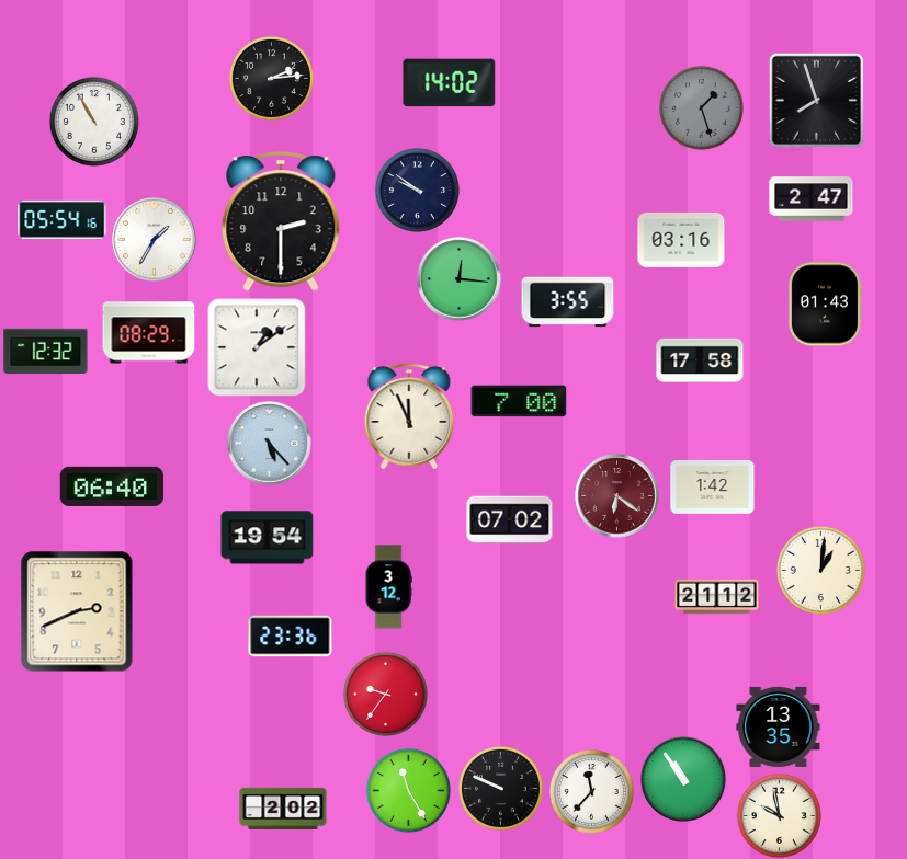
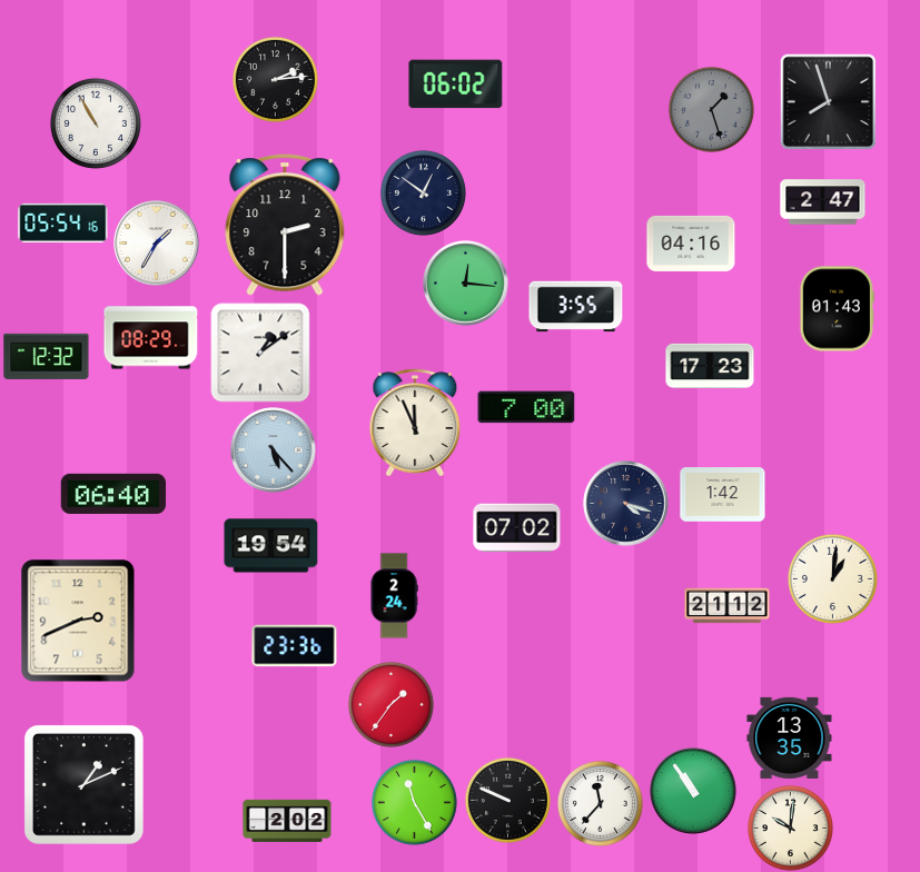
clock at (450, 83): 14:02 -> 06:02
clock at (417, 190): 9:51 -> 12:51
clock at (681, 240): 03:16 -> 04:16
clock at (700, 360): 17:58 -> 17:23
clock at (617, 496): 6:21 -> 4:18
clock at (617, 496) dial: burgundy -> navy
clock at (388, 587): 3:12 -> 2:24
clock at (385, 694): 9:36 -> 1:36
clock at (83, 784): none -> 1:11
clock at (779, 815): 9:58 -> 10:01
